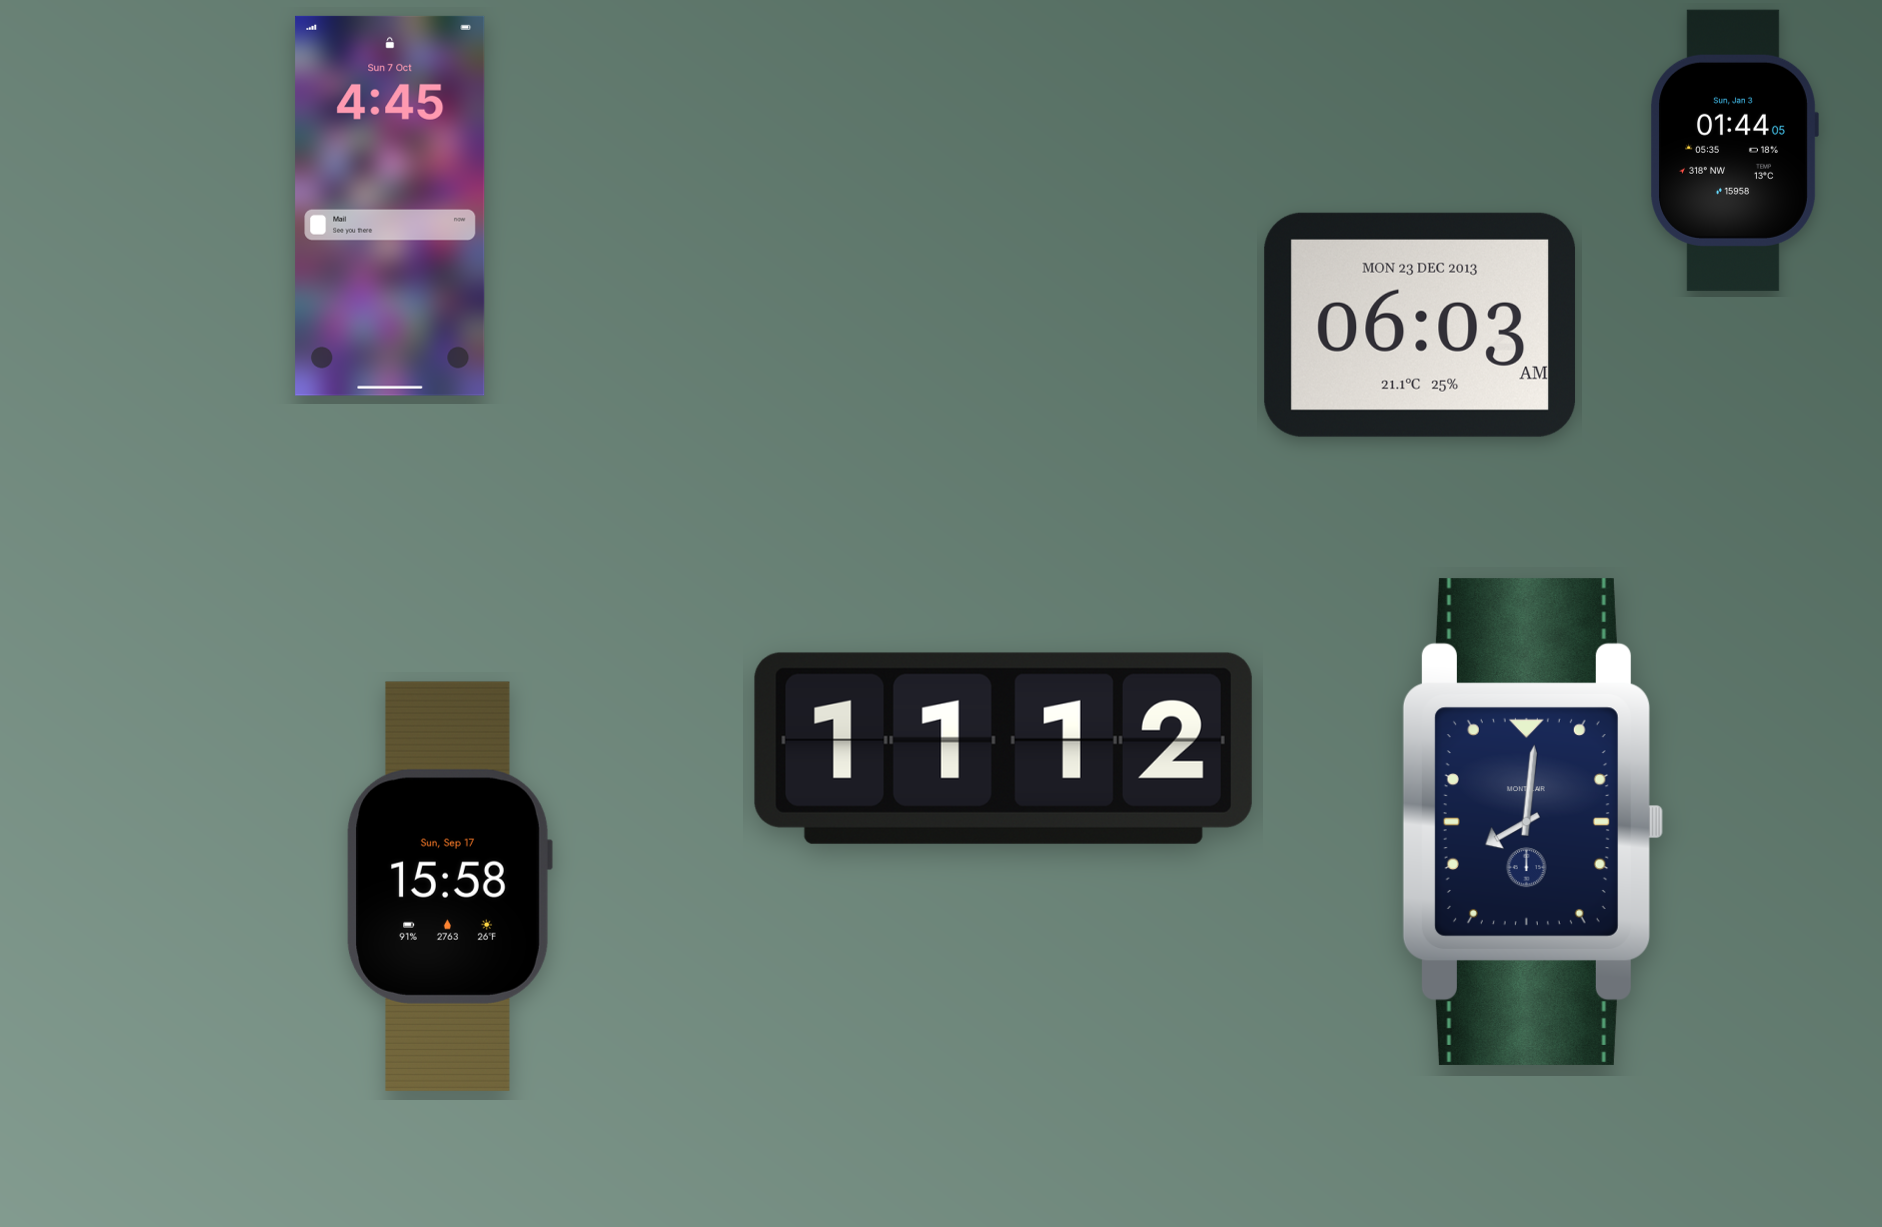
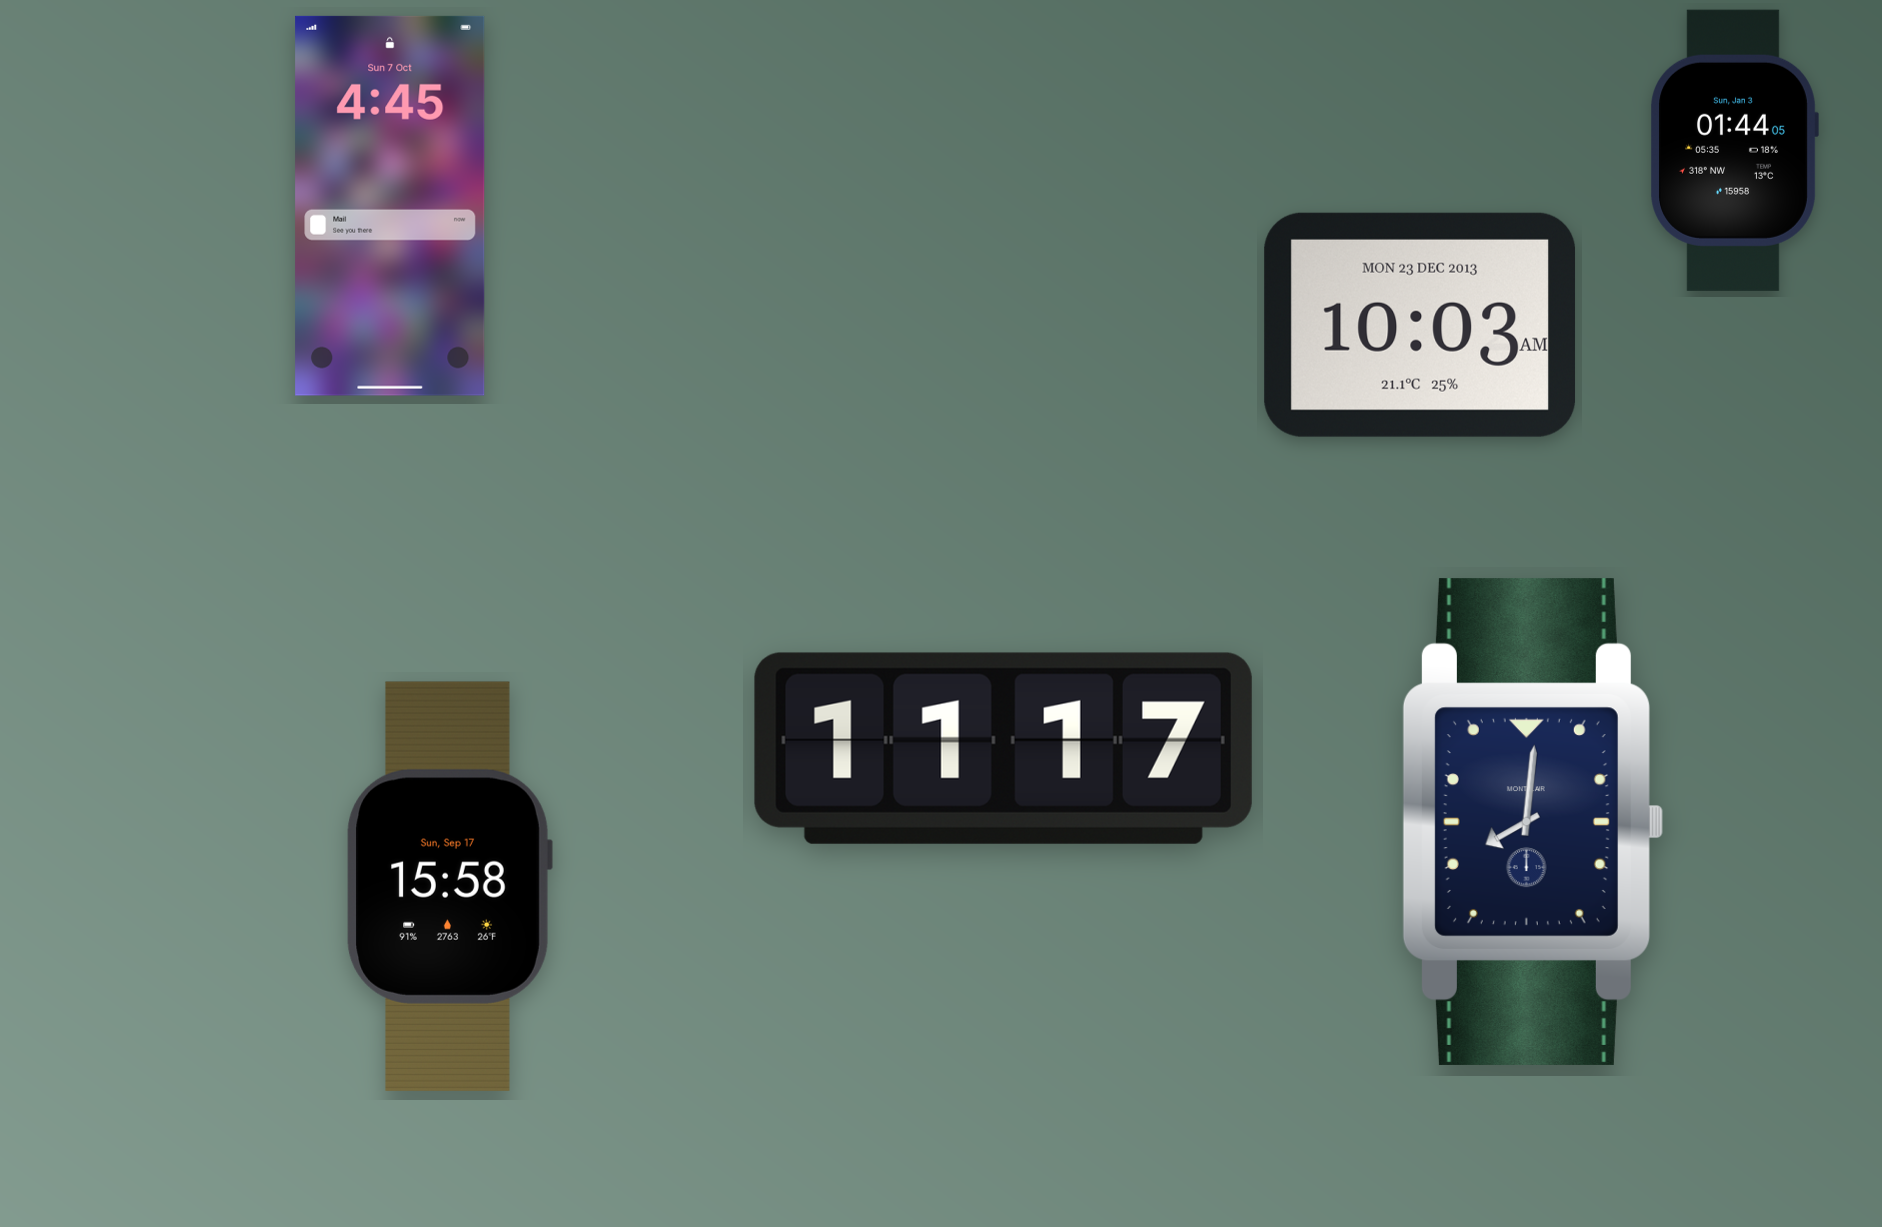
clock at (1420, 325): 06:03 -> 10:03
clock at (1003, 748): 11:12 -> 11:17
